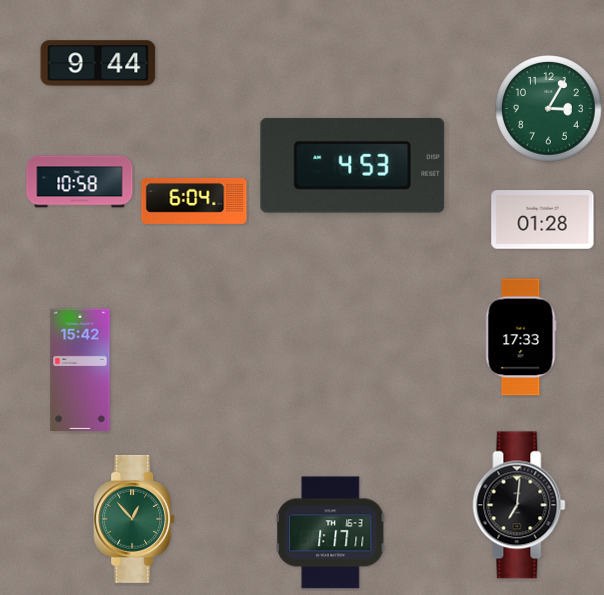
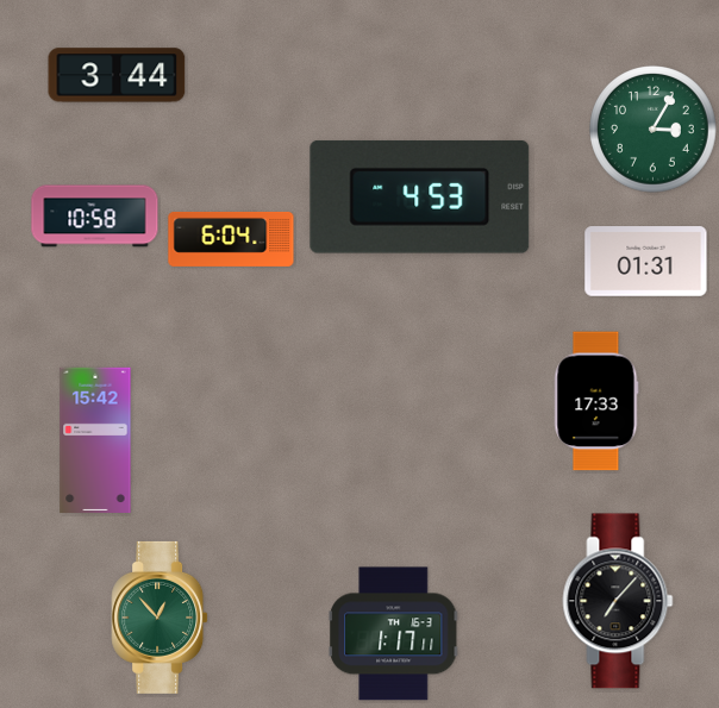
clock at (98, 63): 9:44 -> 3:44
clock at (543, 220): 01:28 -> 01:31
clock at (521, 337) position: (521, 337) -> (596, 401)
clock at (519, 505): 7:01 -> 7:07
